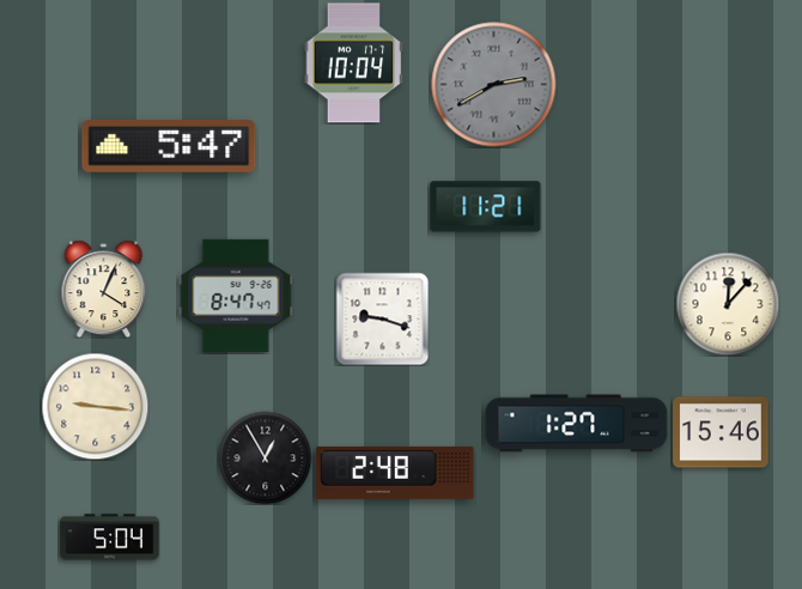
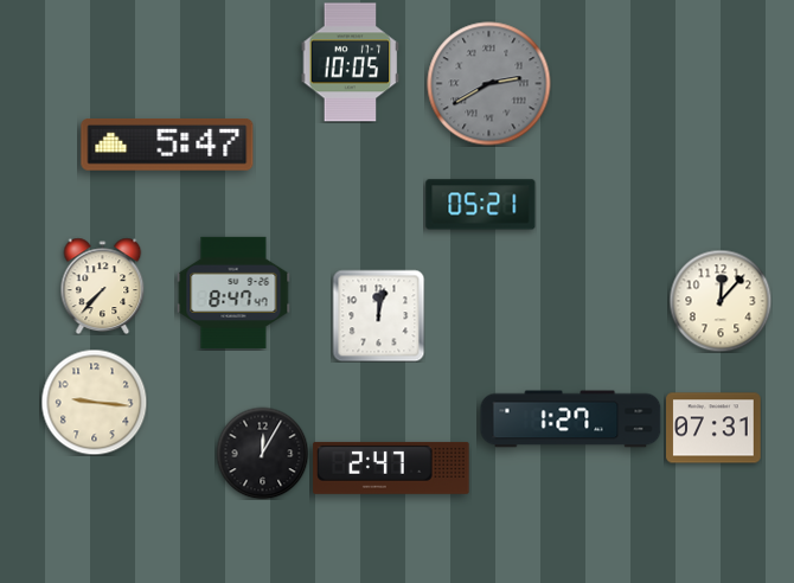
clock at (354, 63): 10:04 -> 10:05
clock at (486, 207): 11:21 -> 05:21
clock at (104, 289): 4:04 -> 7:37
clock at (382, 318): 9:18 -> 12:02
clock at (721, 432): 15:46 -> 07:31
clock at (265, 457): 12:55 -> 12:05
clock at (395, 473): 2:48 -> 2:47
clock at (110, 538): 5:04 -> none
